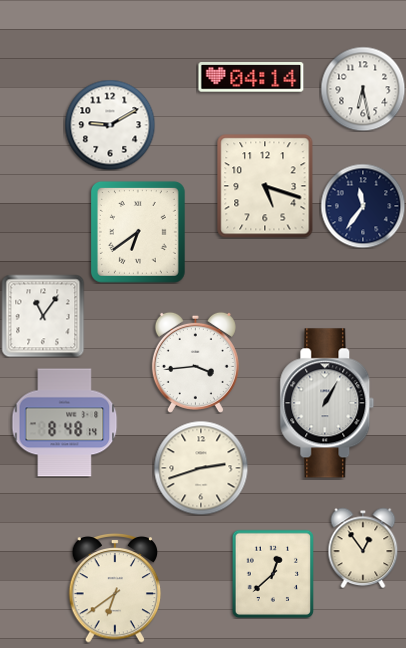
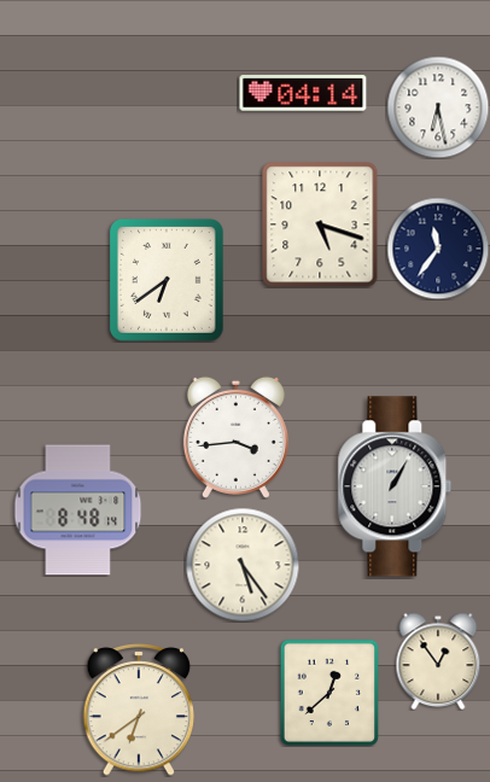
clock at (110, 125): 9:10 -> none
clock at (43, 316): 11:06 -> none
clock at (201, 468): 2:42 -> 5:24
